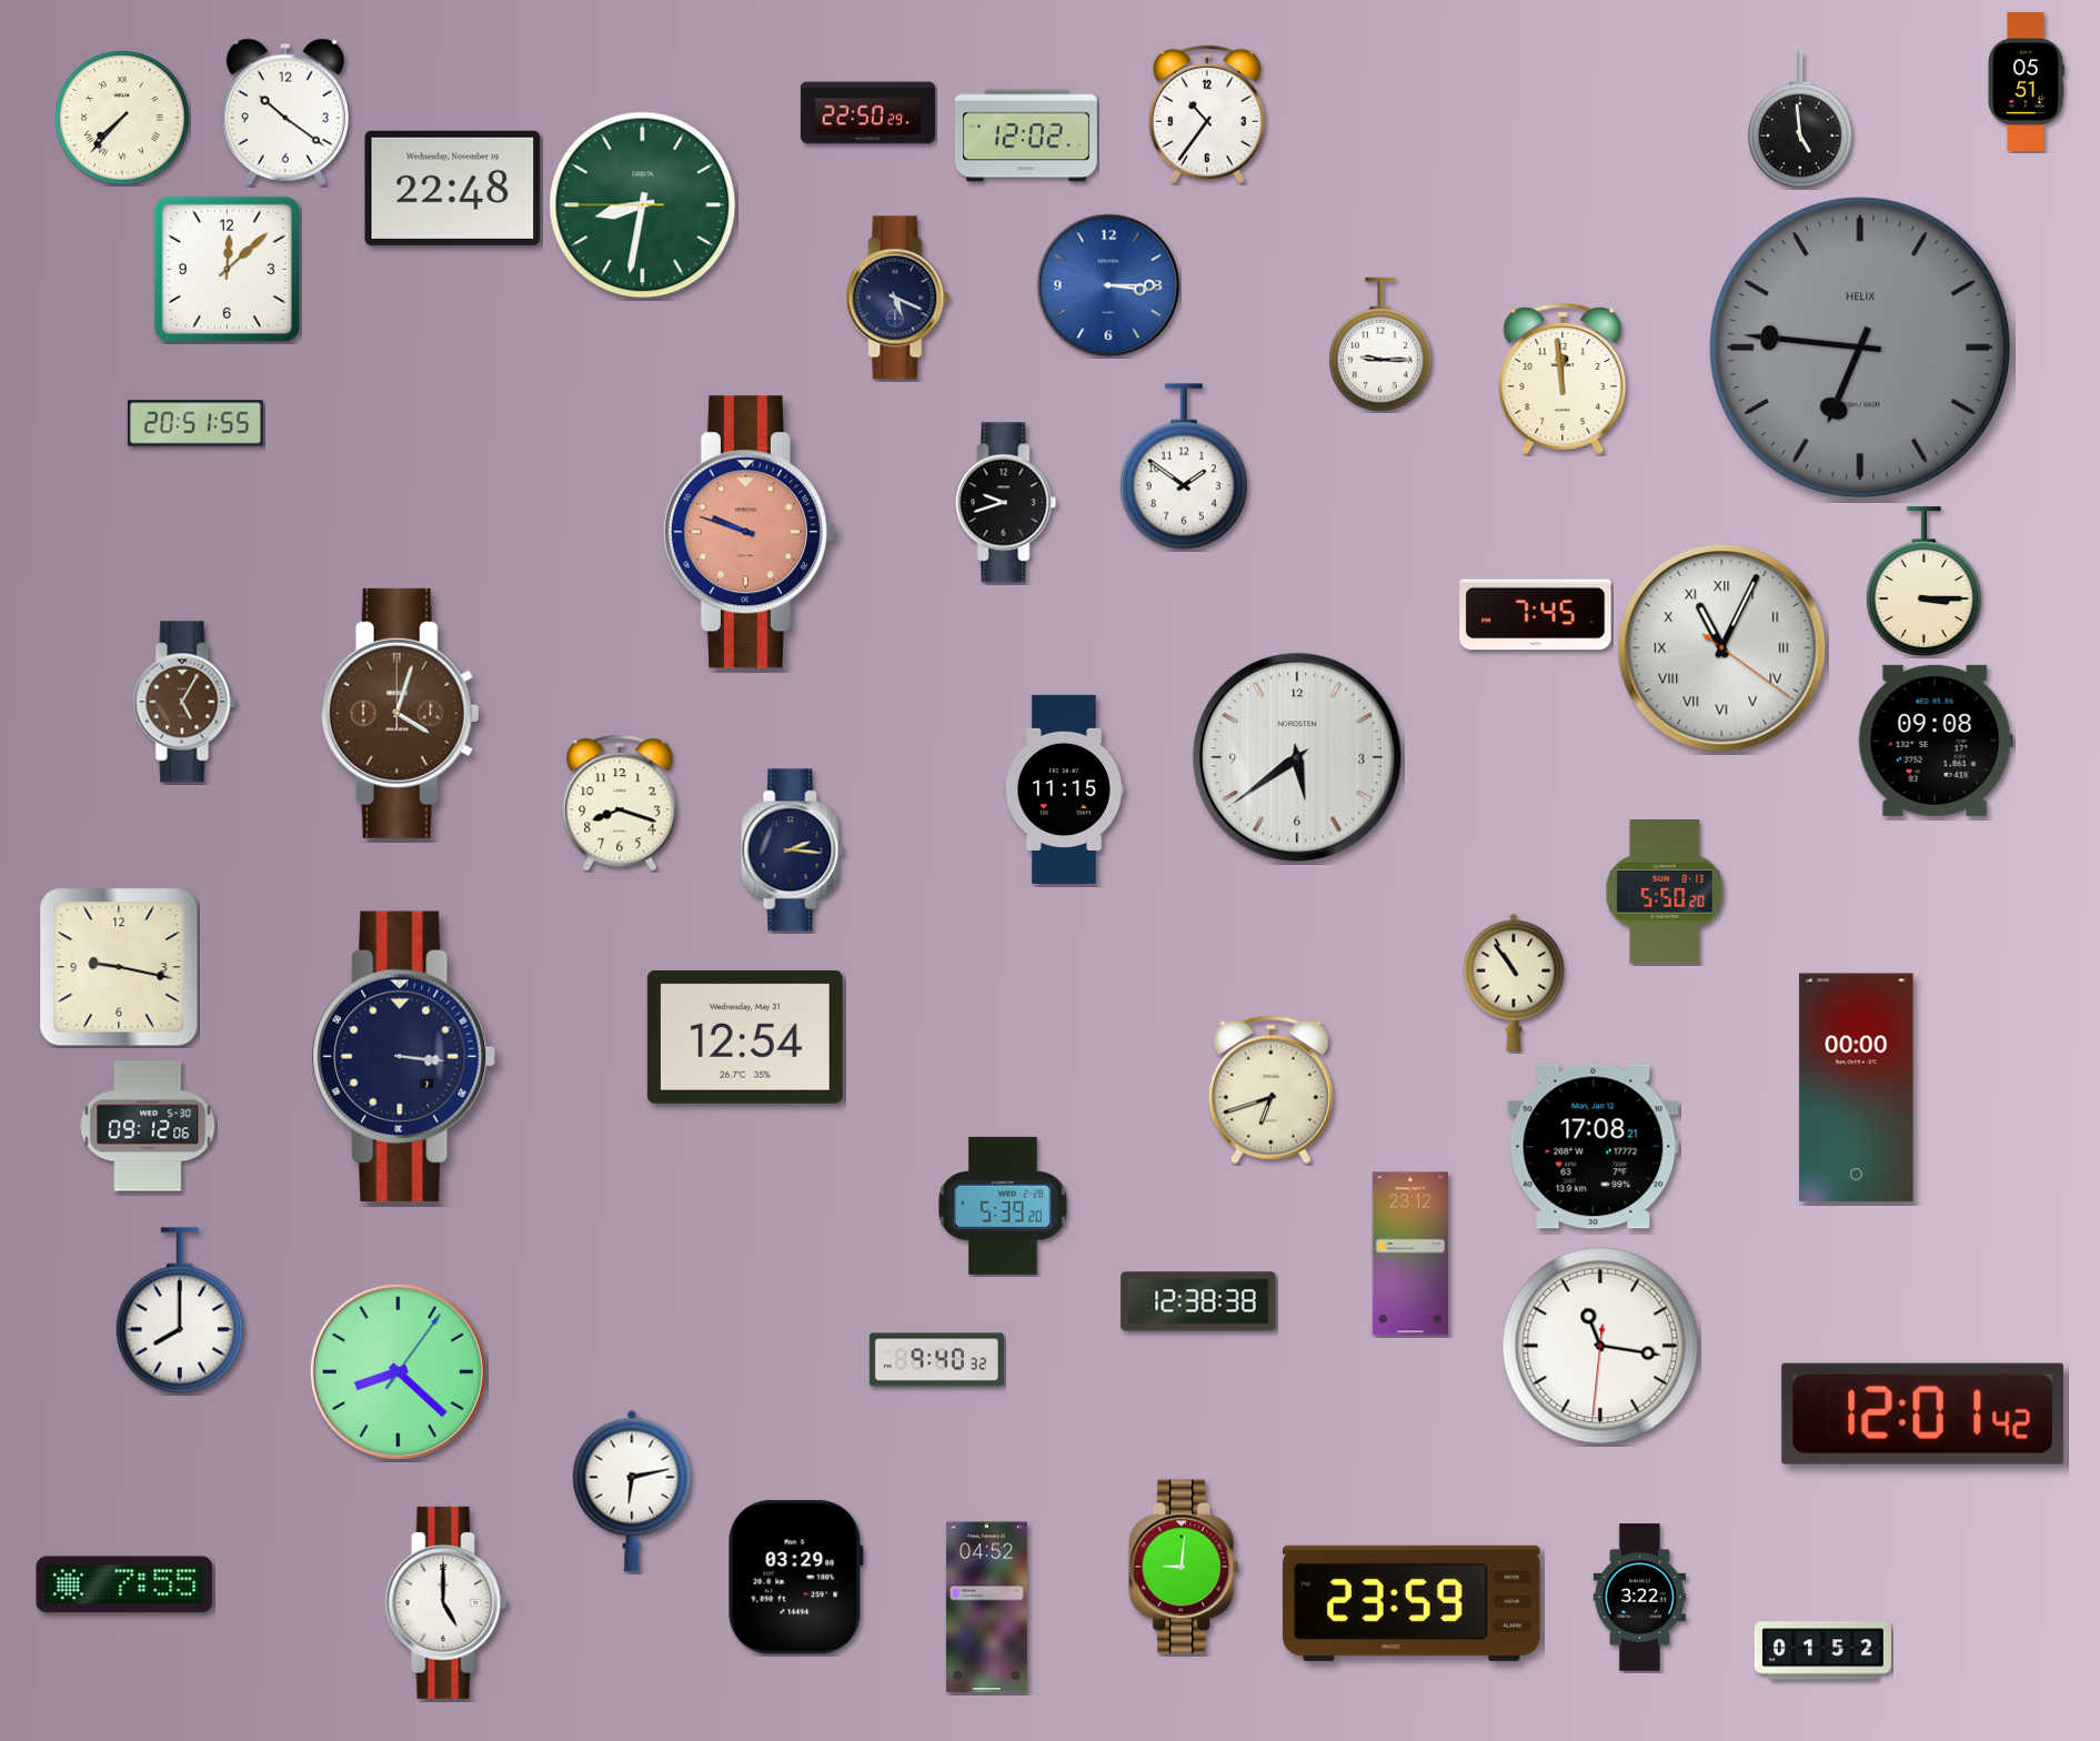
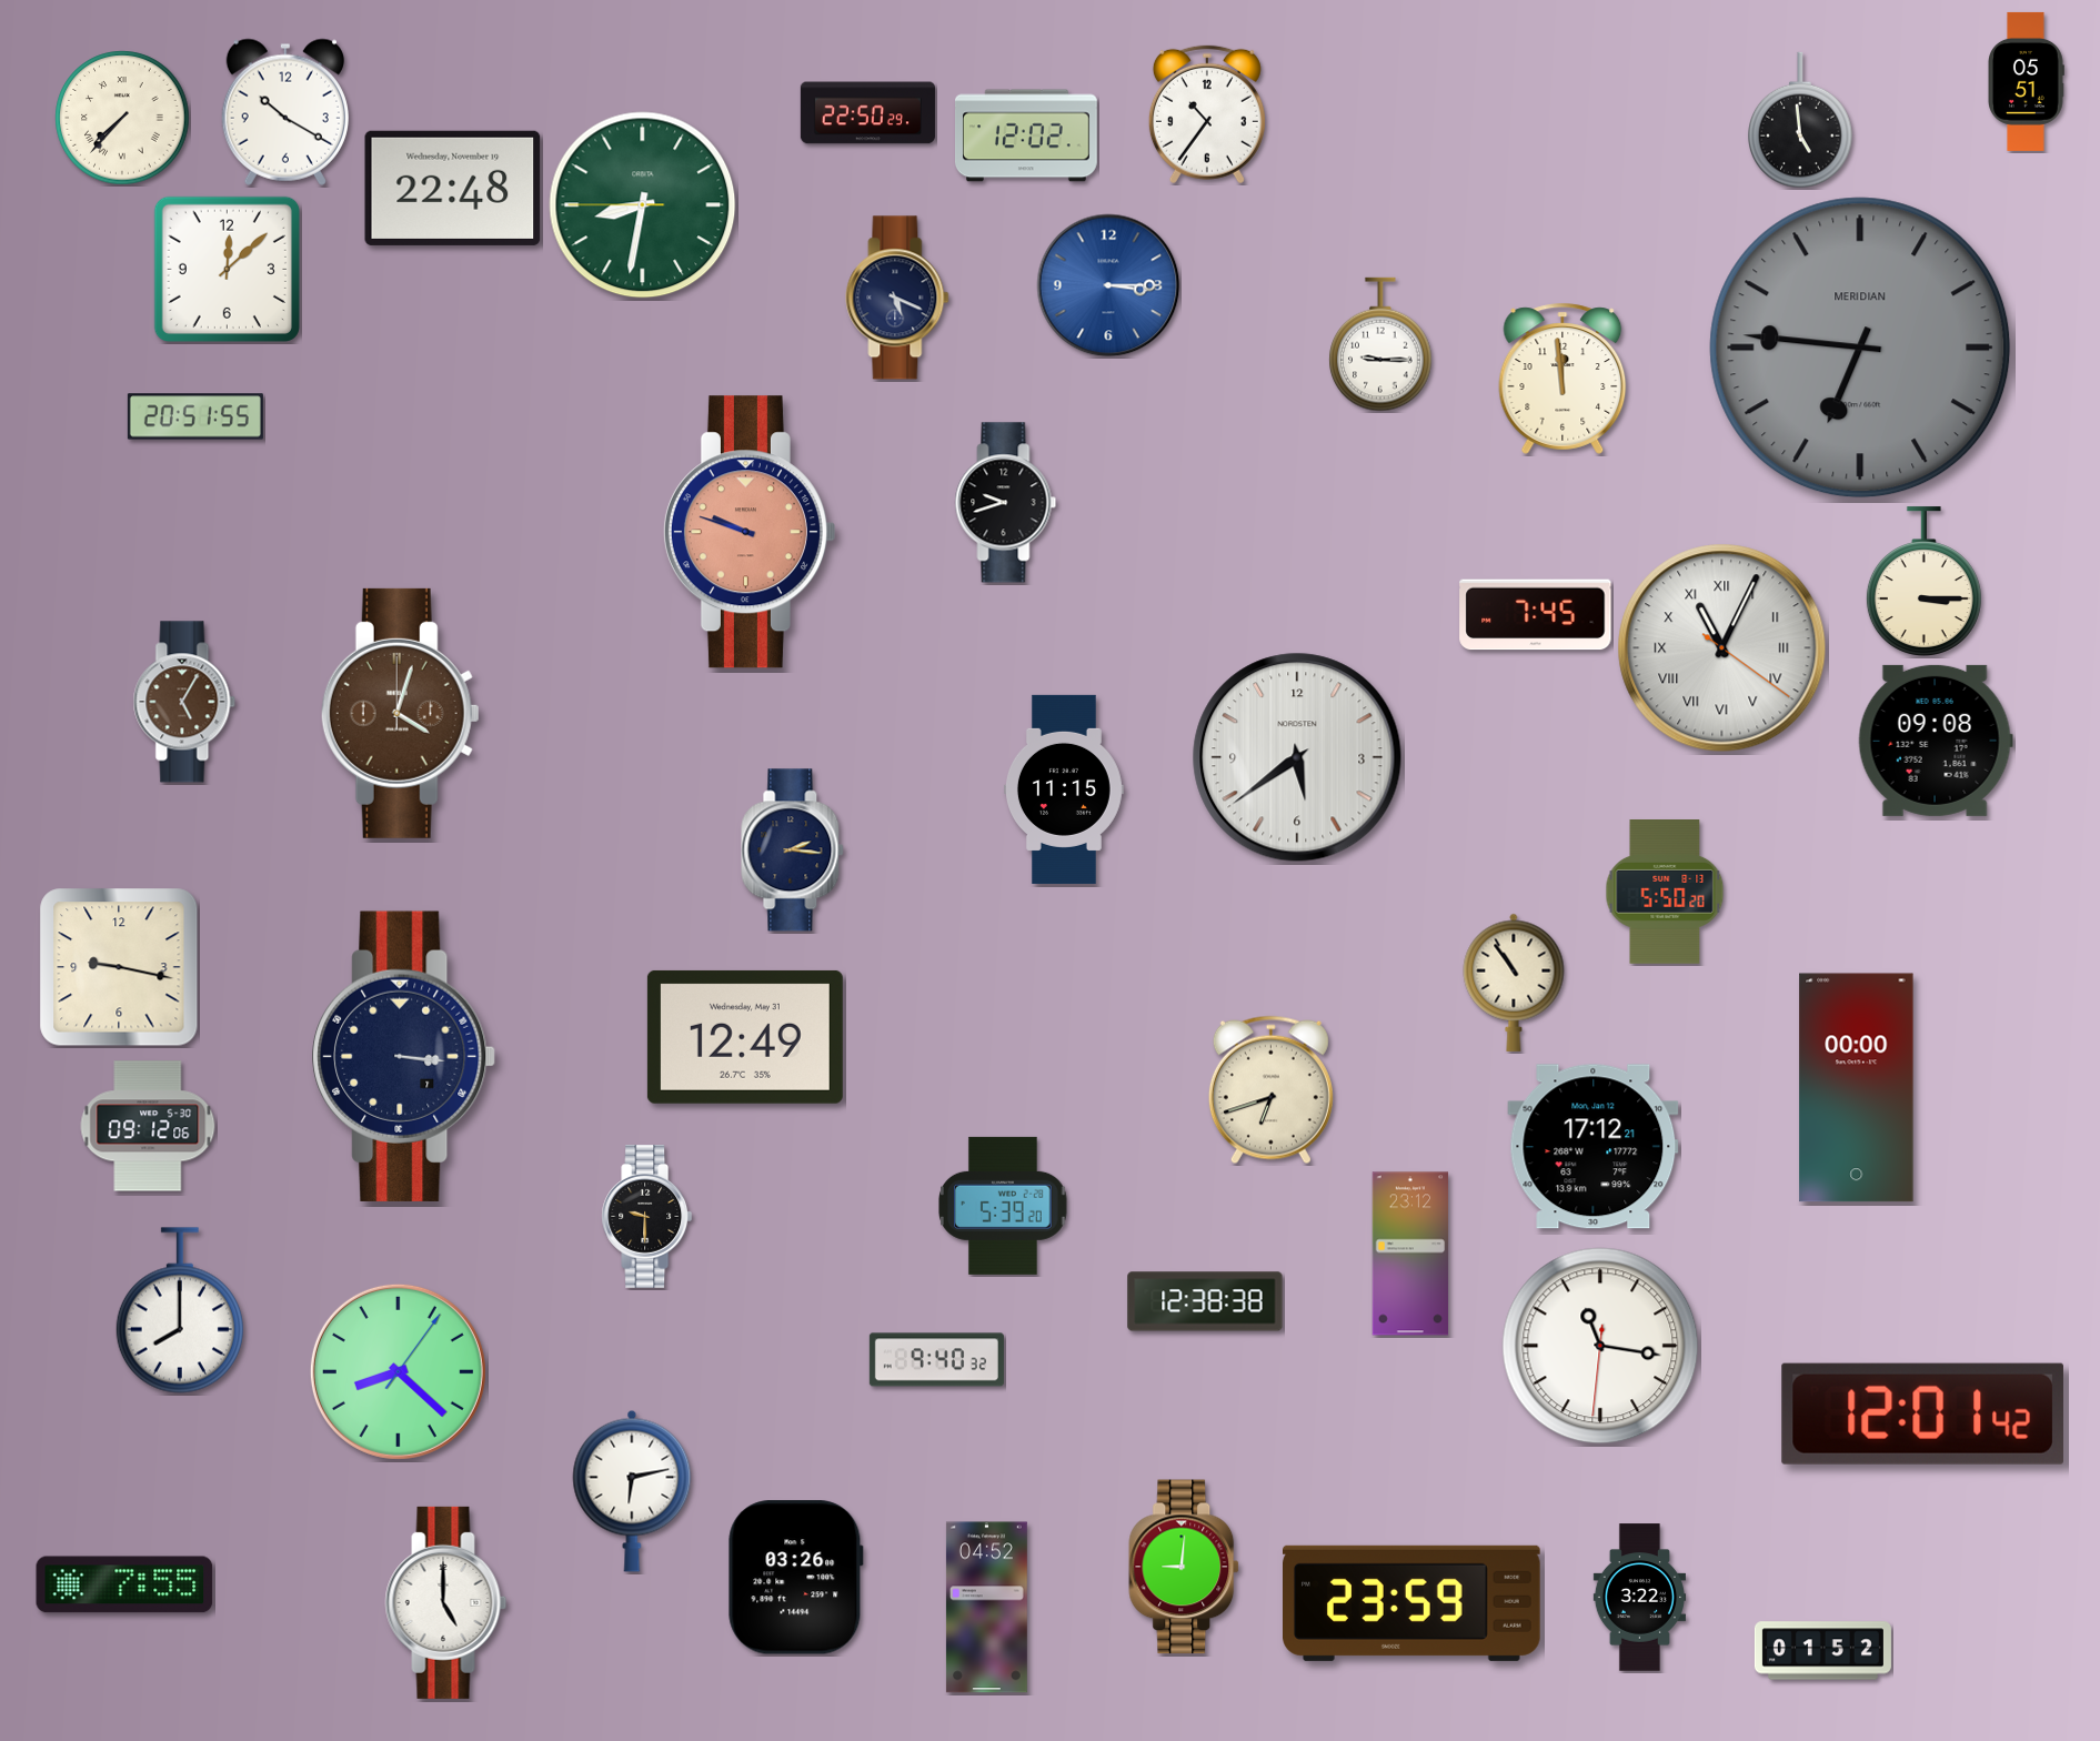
clock at (285, 112): 10:21 -> 10:20
clock at (1860, 348) brand: HELIX -> MERIDIAN
clock at (195, 423) position: (195, 423) -> (195, 416)
clock at (1184, 466): 1:51 -> none
clock at (620, 803): 8:18 -> none
clock at (745, 1037): 12:54 -> 12:49
clock at (1594, 1147): 17:08 -> 17:12
clock at (647, 1217): none -> 9:30
clock at (1198, 1301) position: (1198, 1301) -> (1205, 1301)
clock at (795, 1578): 03:29 -> 03:26
